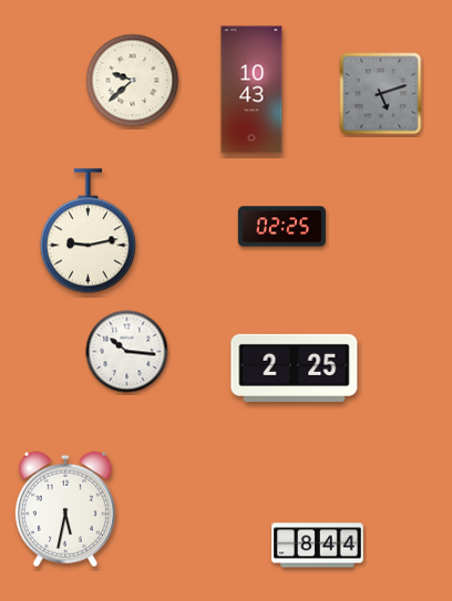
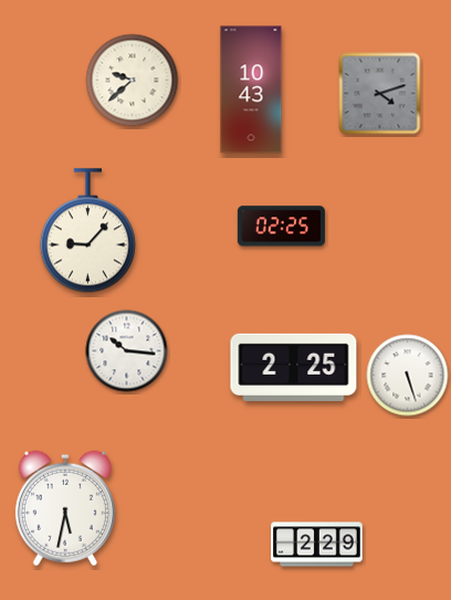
clock at (381, 94): 5:12 -> 4:12
clock at (88, 231): 9:13 -> 9:07
clock at (408, 376): none -> 5:27
clock at (318, 546): 8:44 -> 2:29
